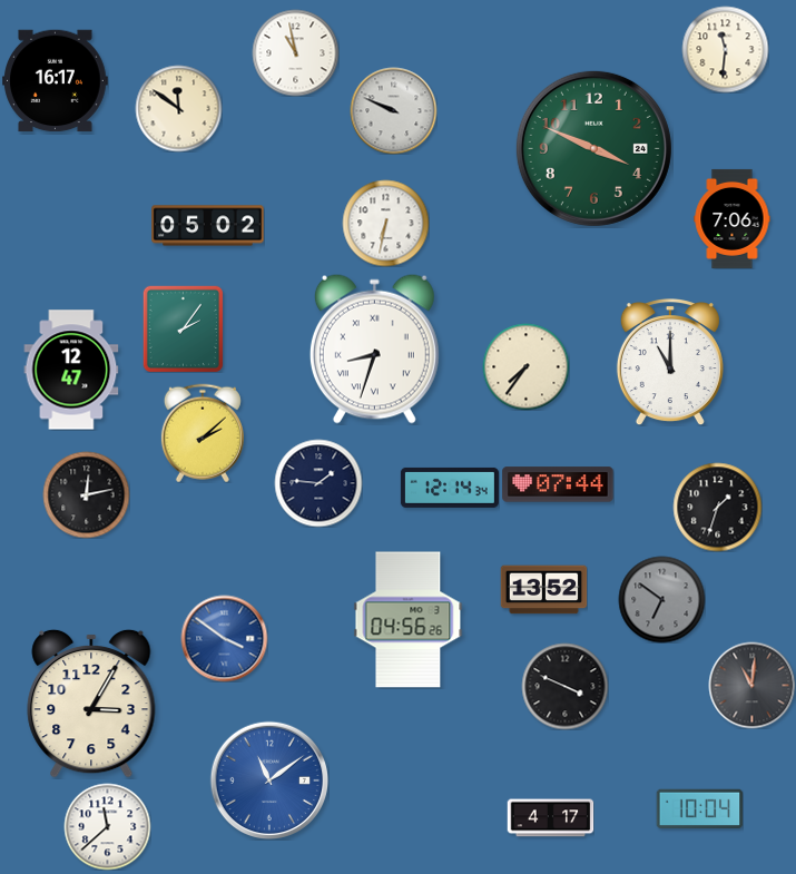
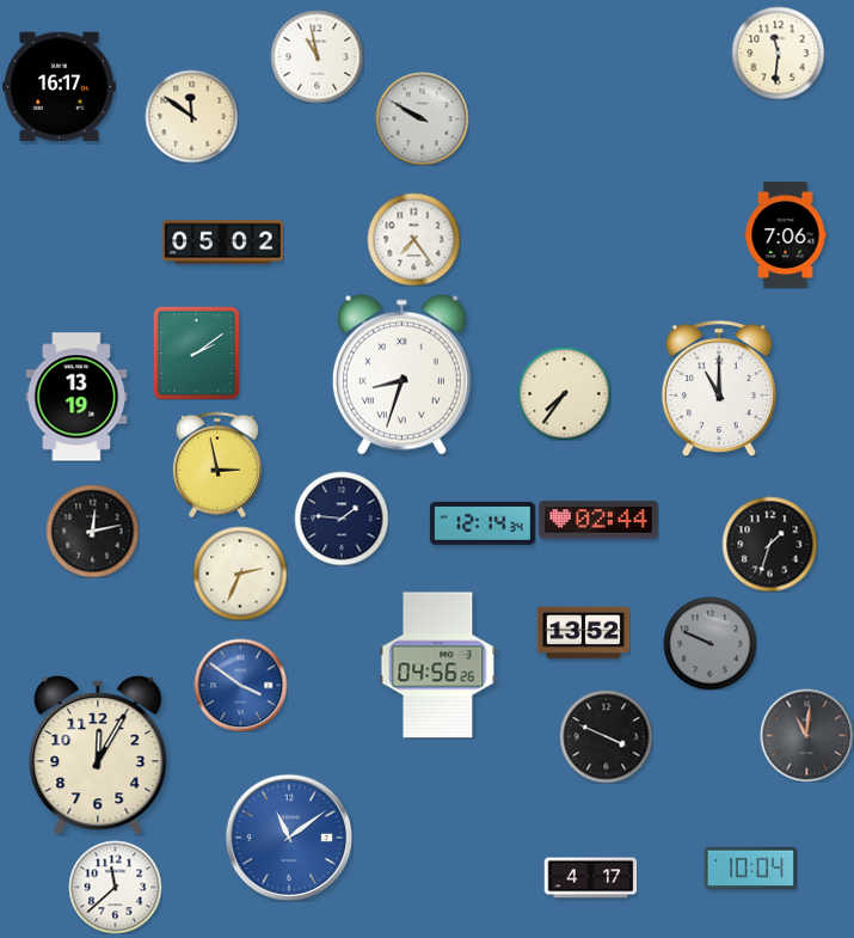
clock at (393, 110): 9:49 -> 9:50
clock at (593, 148): 3:49 -> none
clock at (385, 223): 6:32 -> 7:24
clock at (183, 328): 2:06 -> 2:09
clock at (71, 370): 12:47 -> 13:19
clock at (203, 433): 2:08 -> 2:58
clock at (558, 484): 07:44 -> 02:44
clock at (240, 574): none -> 2:34
clock at (661, 599): 6:51 -> 9:49
clock at (91, 704): 3:05 -> 12:05
